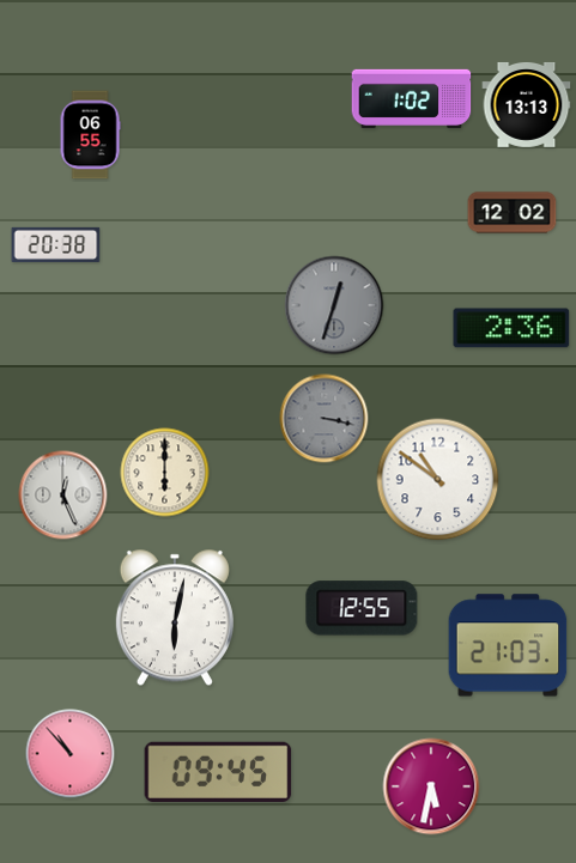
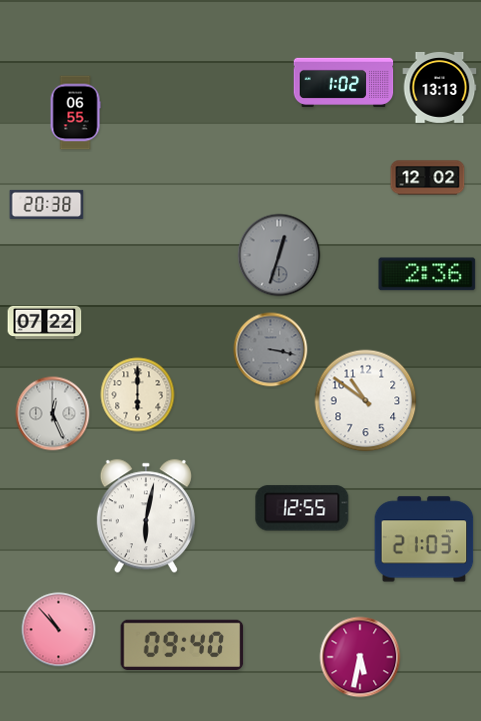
clock at (45, 322): none -> 07:22
clock at (218, 771): 09:45 -> 09:40
